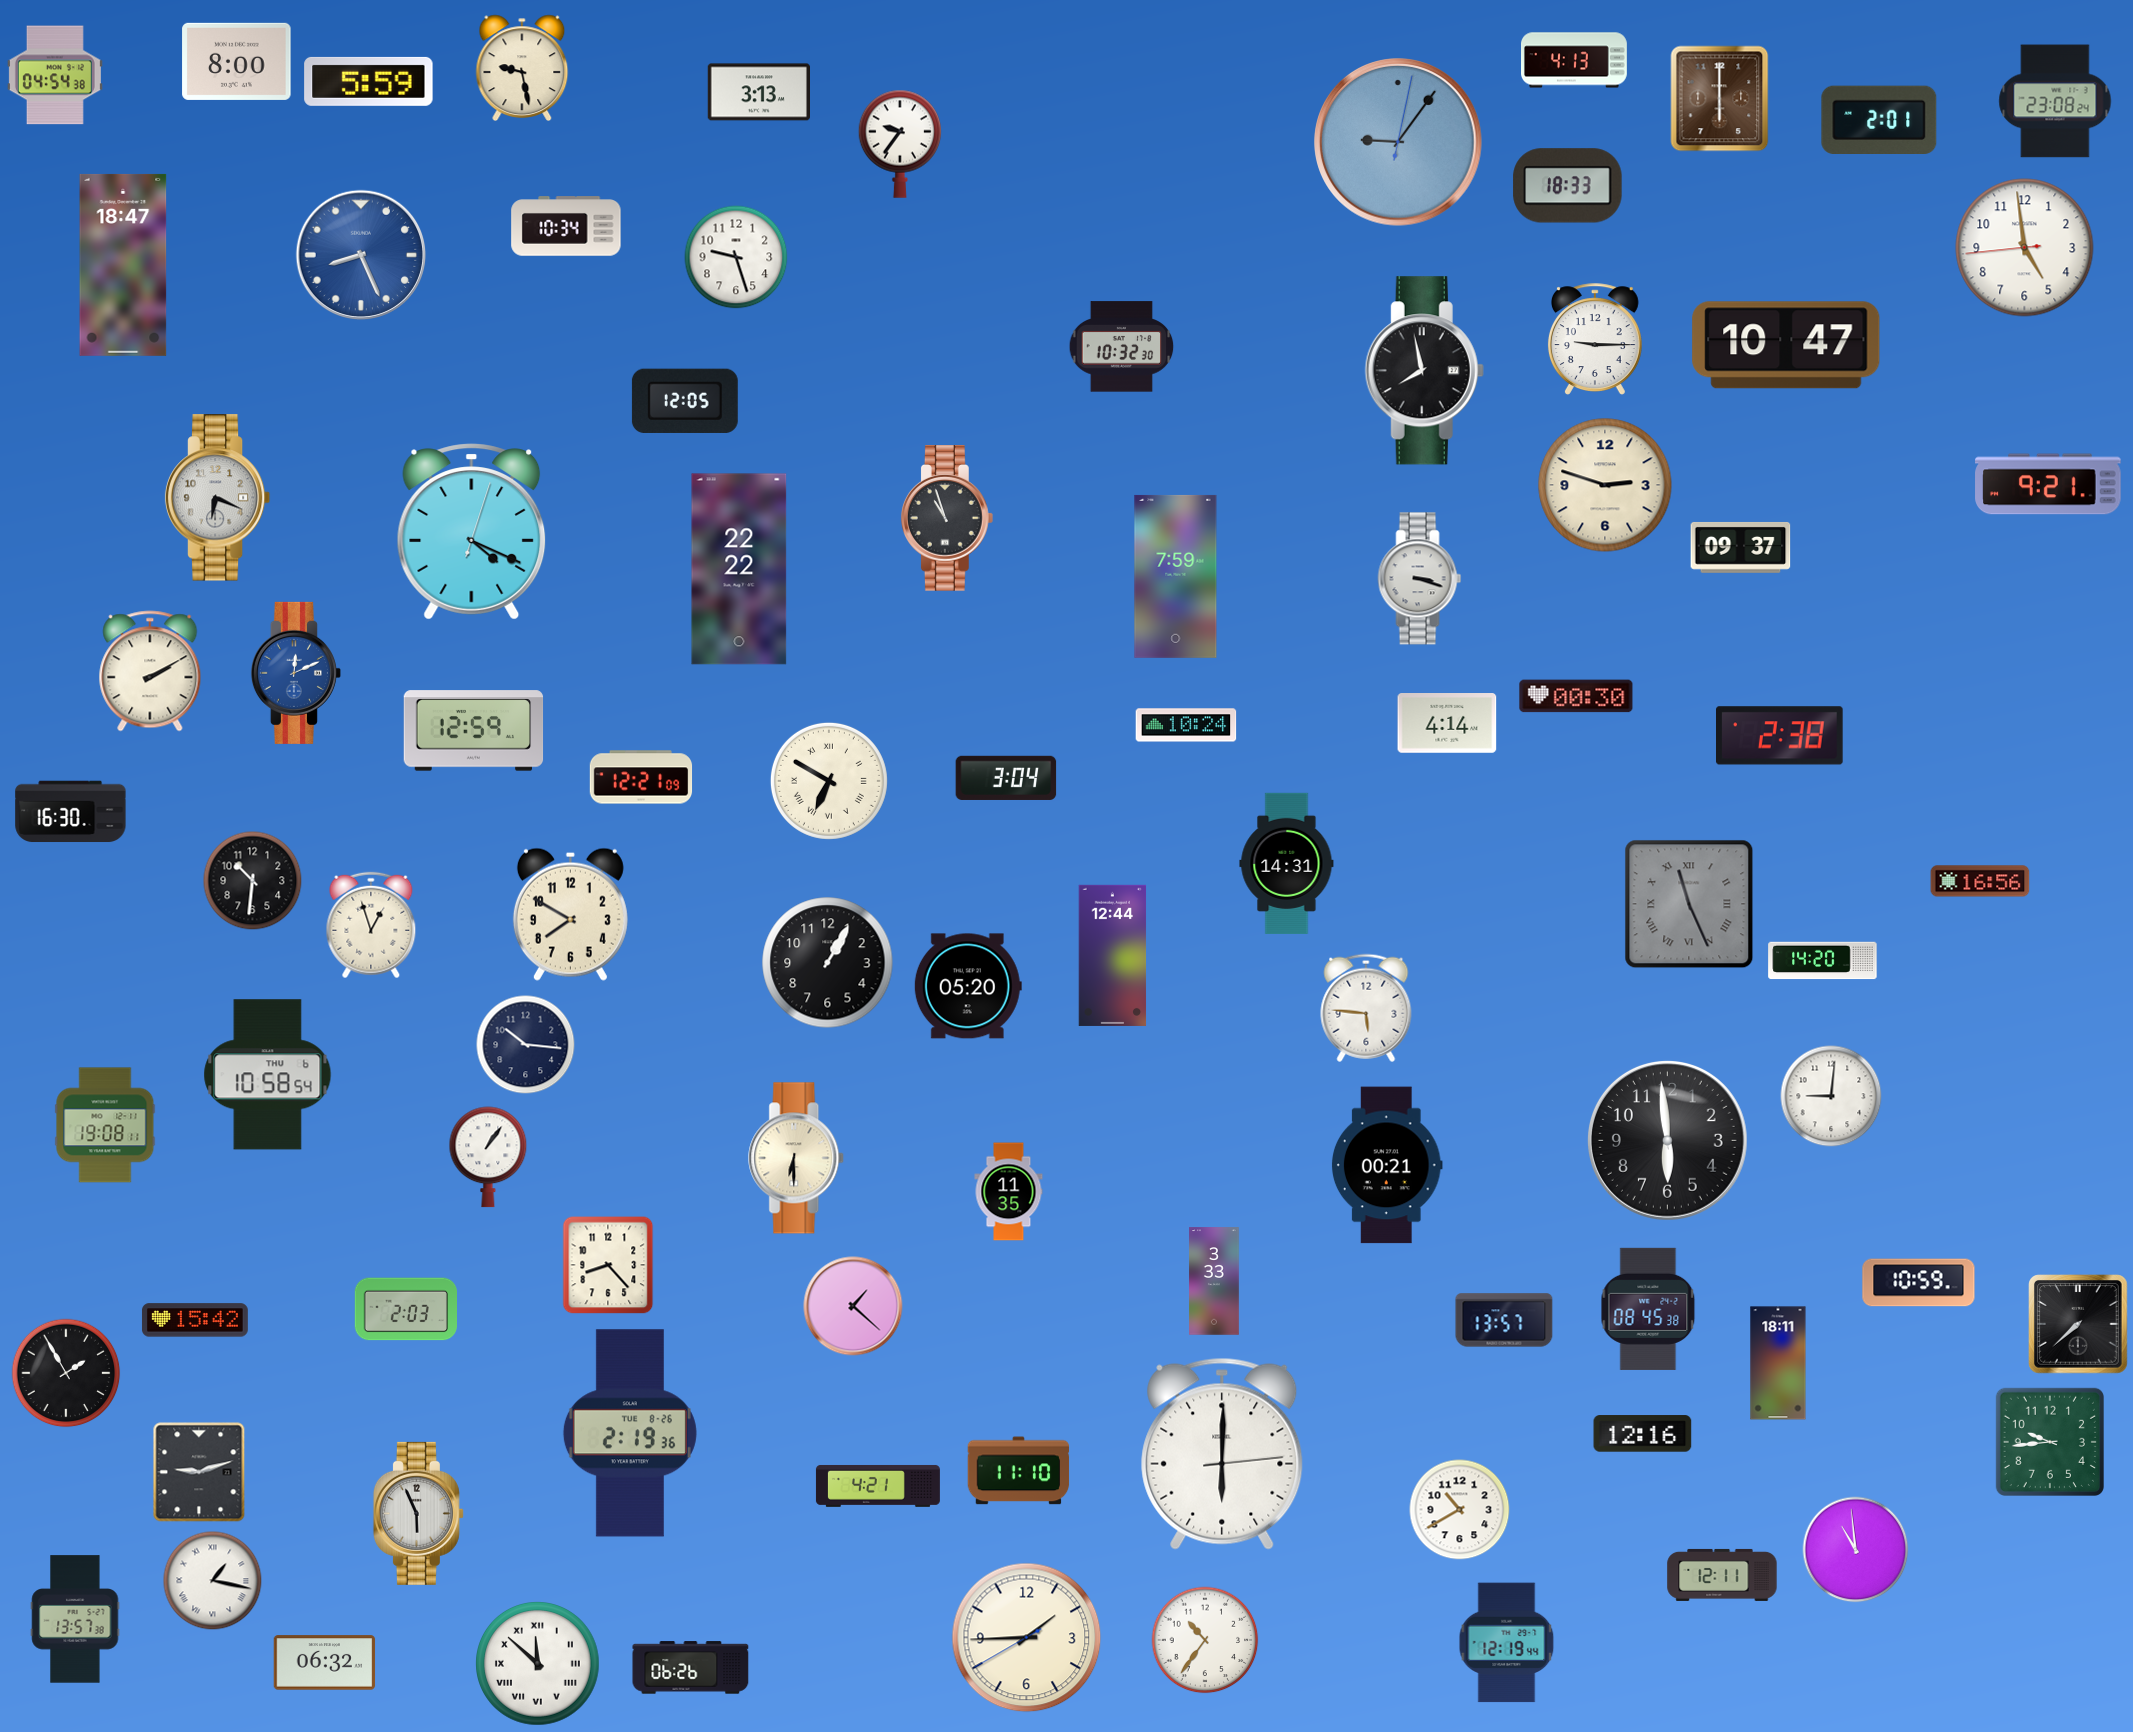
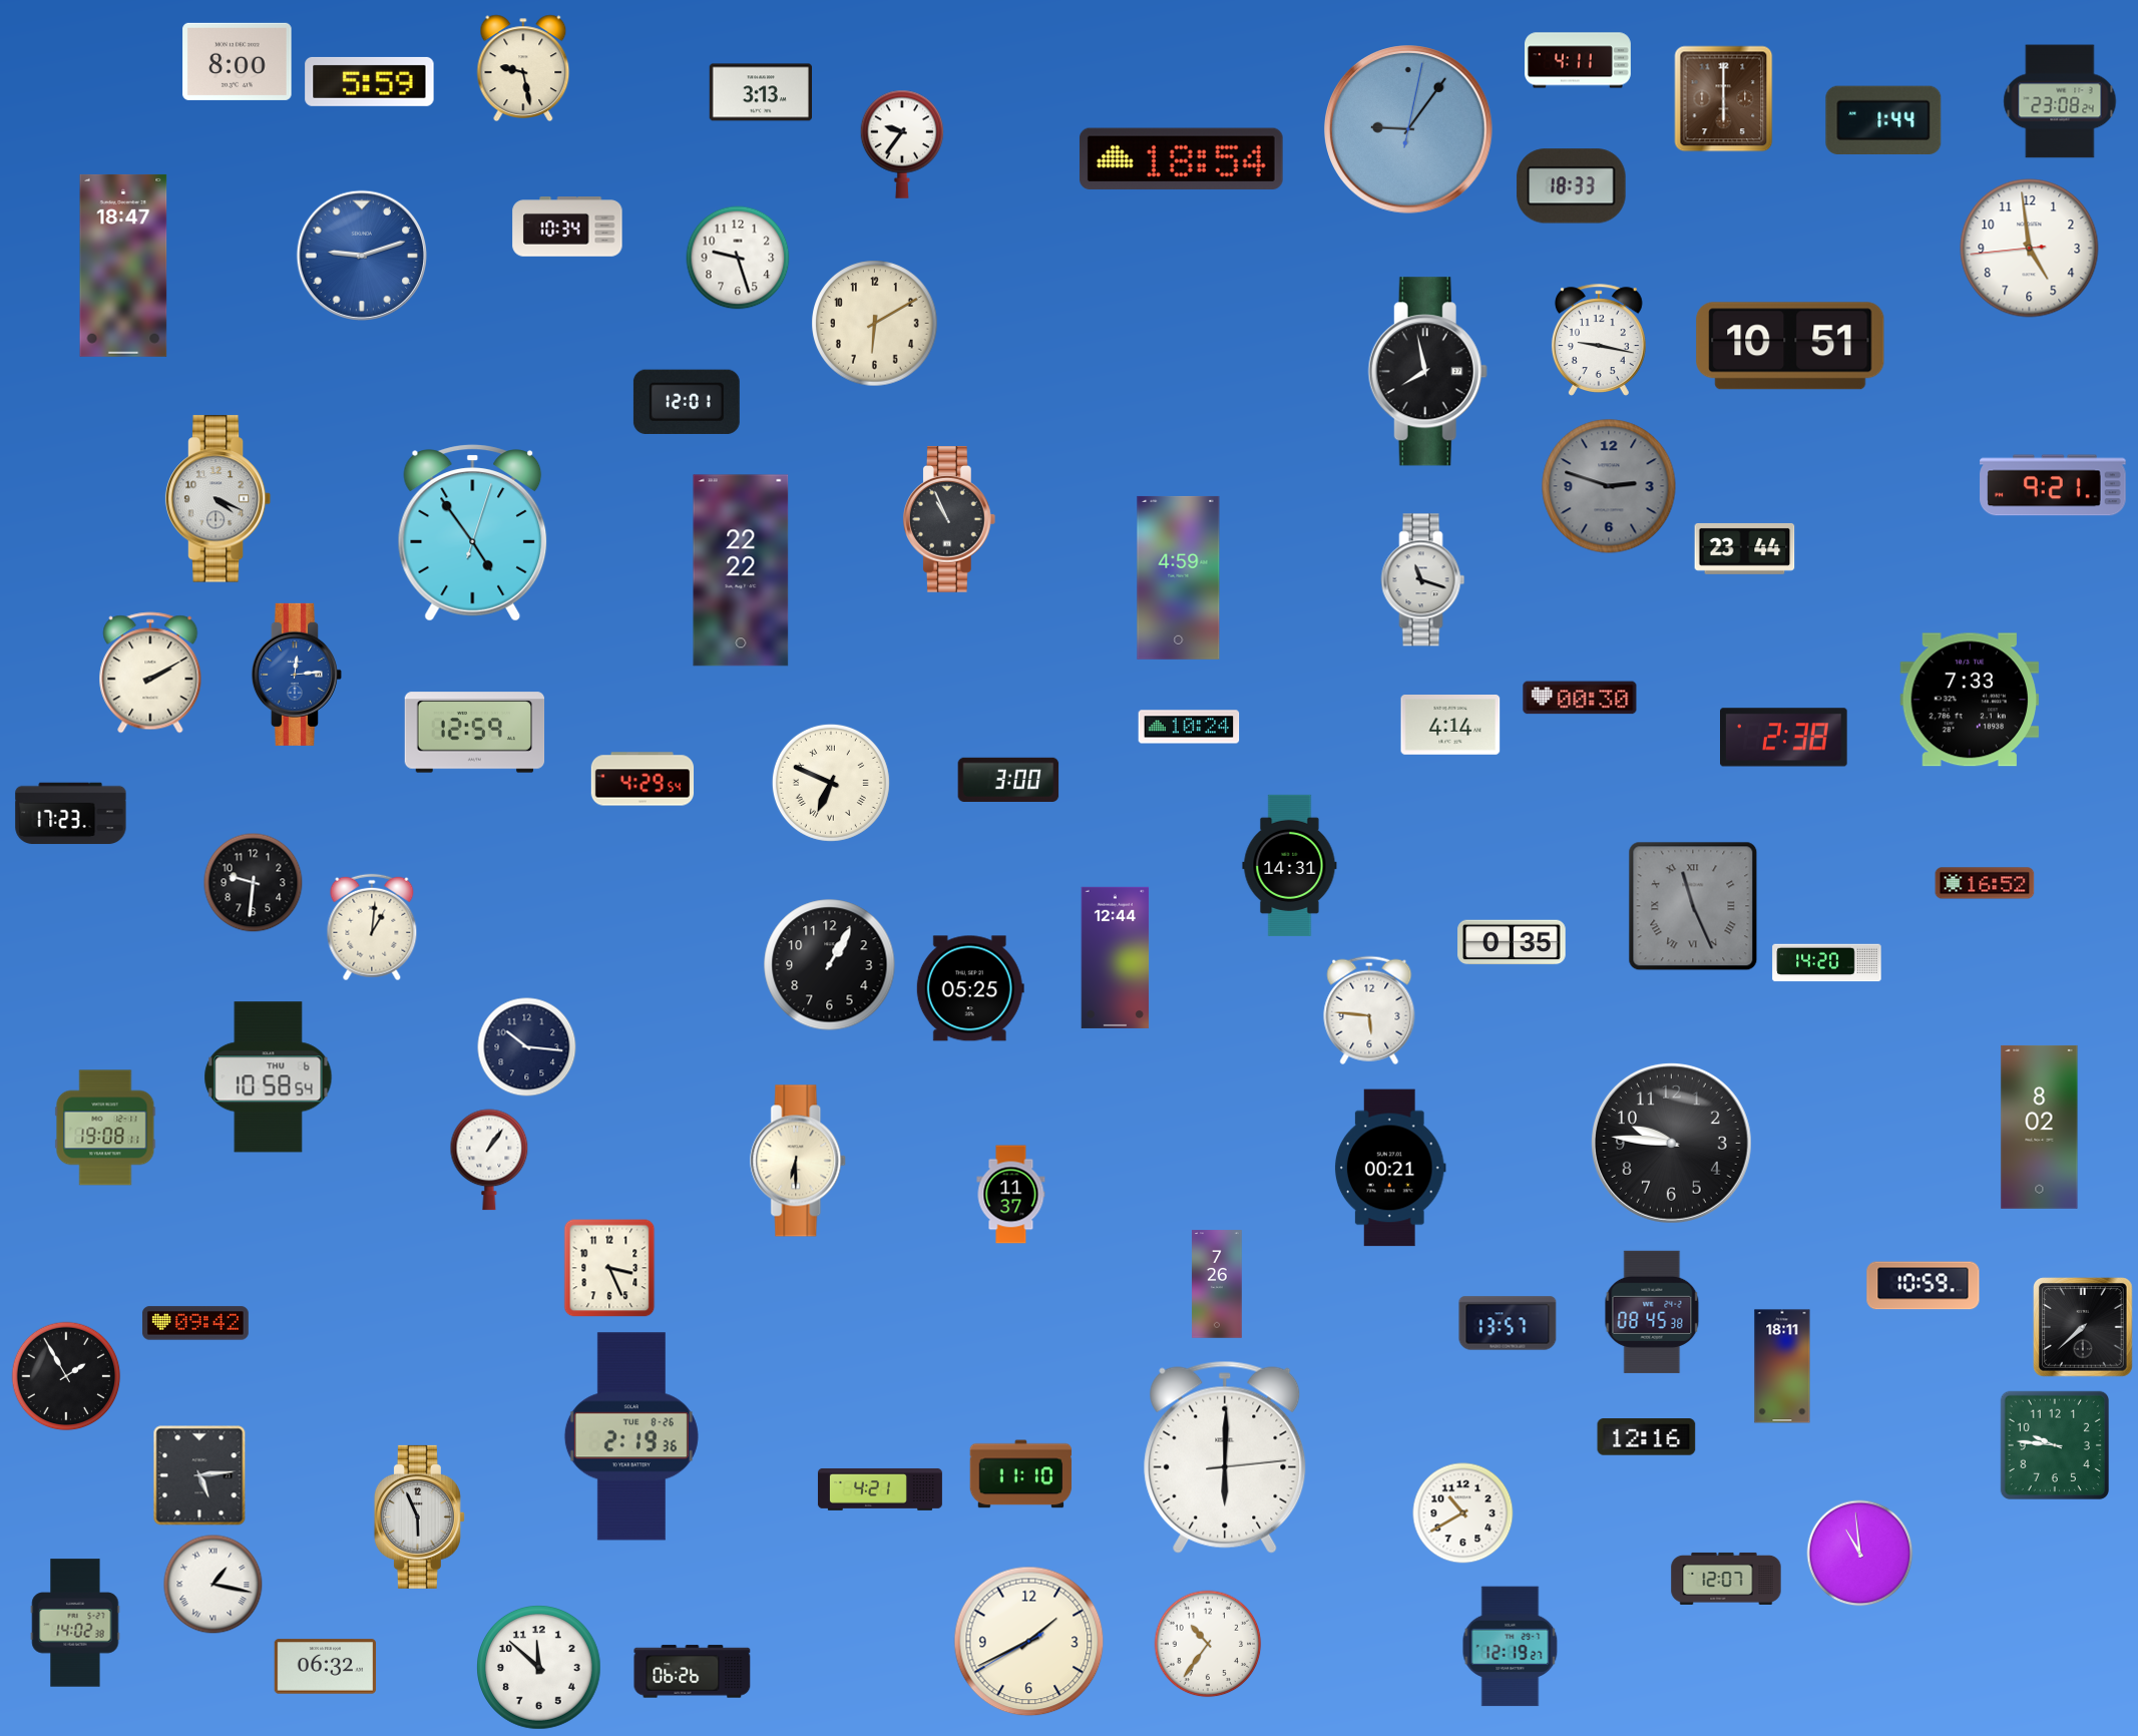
clock at (1575, 60): 4:13 -> 4:11
clock at (55, 75): 04:54 -> none
clock at (1879, 120): 2:01 -> 1:44
clock at (1398, 142) position: (1398, 142) -> (1408, 129)
clock at (1181, 158): none -> 18:54
clock at (361, 255): 8:26 -> 9:12
clock at (875, 324): none -> 6:10
clock at (1595, 339): 9:15 -> 9:17
clock at (1786, 345): 10:47 -> 10:51
clock at (1122, 347): 10:32 -> none
clock at (685, 401): 12:05 -> 12:01
clock at (1605, 485) dial: cream -> grey
clock at (218, 498): 6:19 -> 4:19
clock at (947, 518): 10:57 -> 10:56
clock at (472, 532): 4:19 -> 4:54
clock at (1741, 547): 09:37 -> 23:44
clock at (1176, 576): 7:59 -> 4:59
clock at (1420, 579): 3:18 -> 11:18
clock at (296, 673): 12:11 -> 12:14
clock at (1970, 700): none -> 7:33
clock at (641, 777): 12:21 -> 4:29
clock at (1006, 778): 3:04 -> 3:00
clock at (829, 781): 6:50 -> 6:49
clock at (71, 812): 16:30 -> 17:23
clock at (253, 881): 10:31 -> 9:31
clock at (1980, 881): 16:56 -> 16:52
clock at (570, 914): 7:50 -> none
clock at (371, 925): 12:57 -> 1:01
clock at (1512, 942): none -> 0:35
clock at (968, 986): 05:20 -> 05:25
clock at (1831, 1096): 9:01 -> none
clock at (2040, 1127): none -> 8:02
clock at (1667, 1140): 5:59 -> 9:46
clock at (1009, 1192): 11:35 -> 11:37
clock at (608, 1265): 8:23 -> 3:26
clock at (1214, 1281): 3:33 -> 7:26
clock at (853, 1306): 1:22 -> none
clock at (405, 1309): 2:03 -> none
clock at (195, 1320): 15:42 -> 09:42
clock at (2050, 1442): 9:44 -> 9:46
clock at (199, 1472): 9:12 -> 5:14
clock at (1722, 1575): 12:11 -> 12:07
clock at (75, 1619): 13:57 -> 14:02
clock at (1027, 1638): 1:44 -> 1:40
clock at (1507, 1643): 12:19:44 -> 12:19:27
clock at (538, 1664) numerals: Roman -> Arabic
